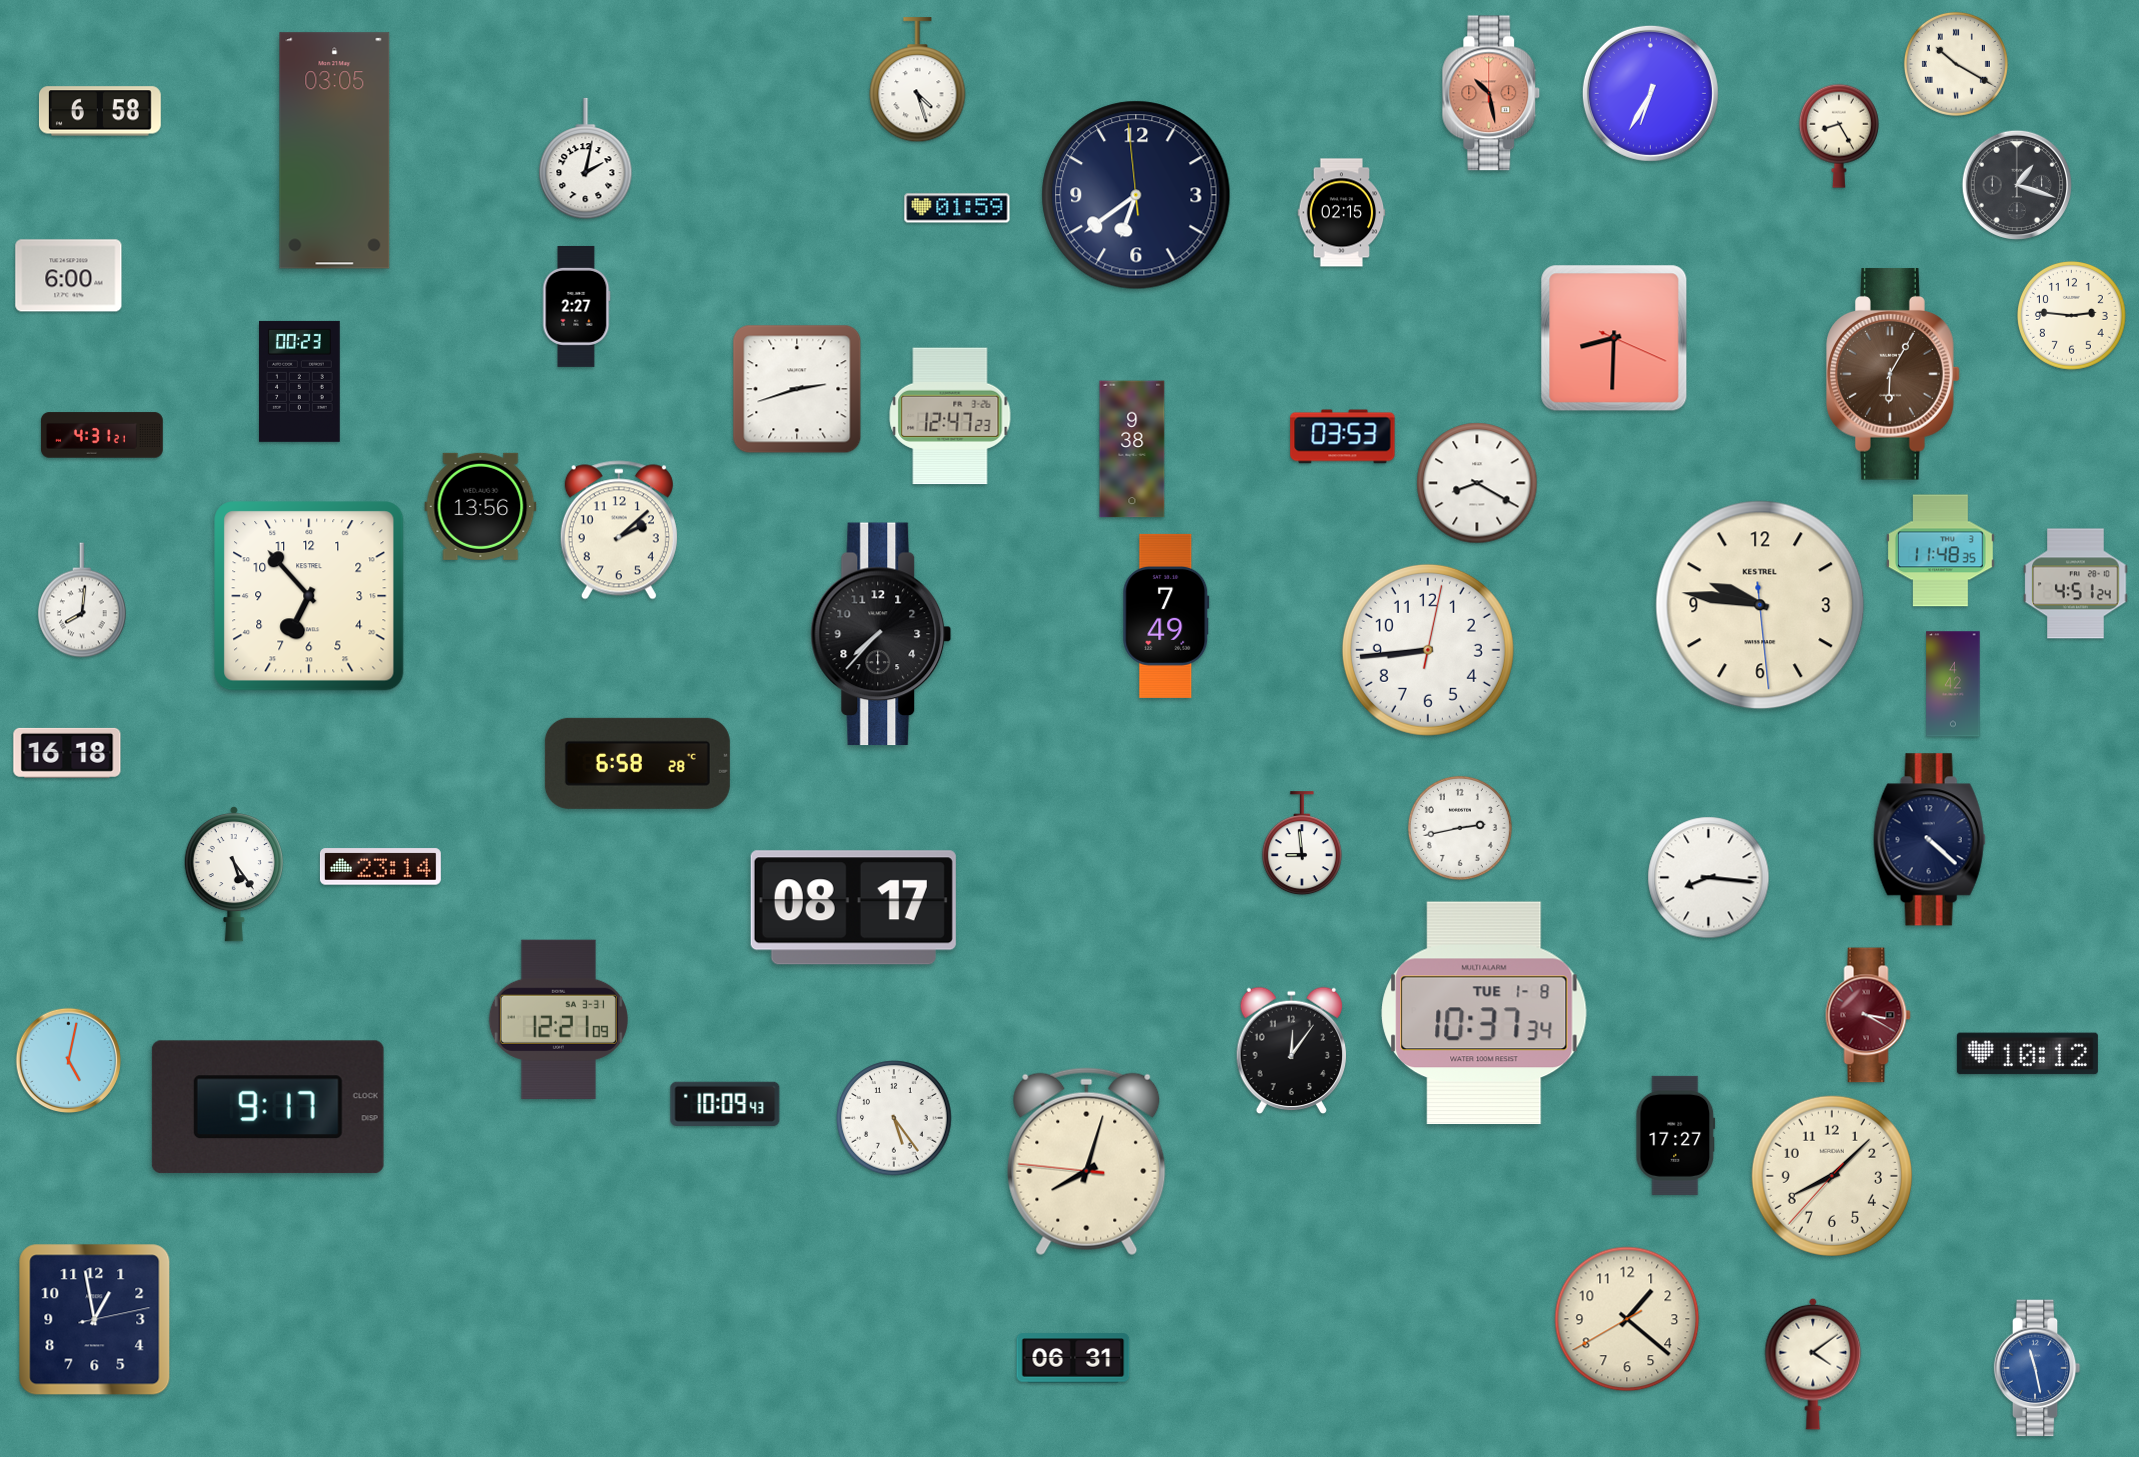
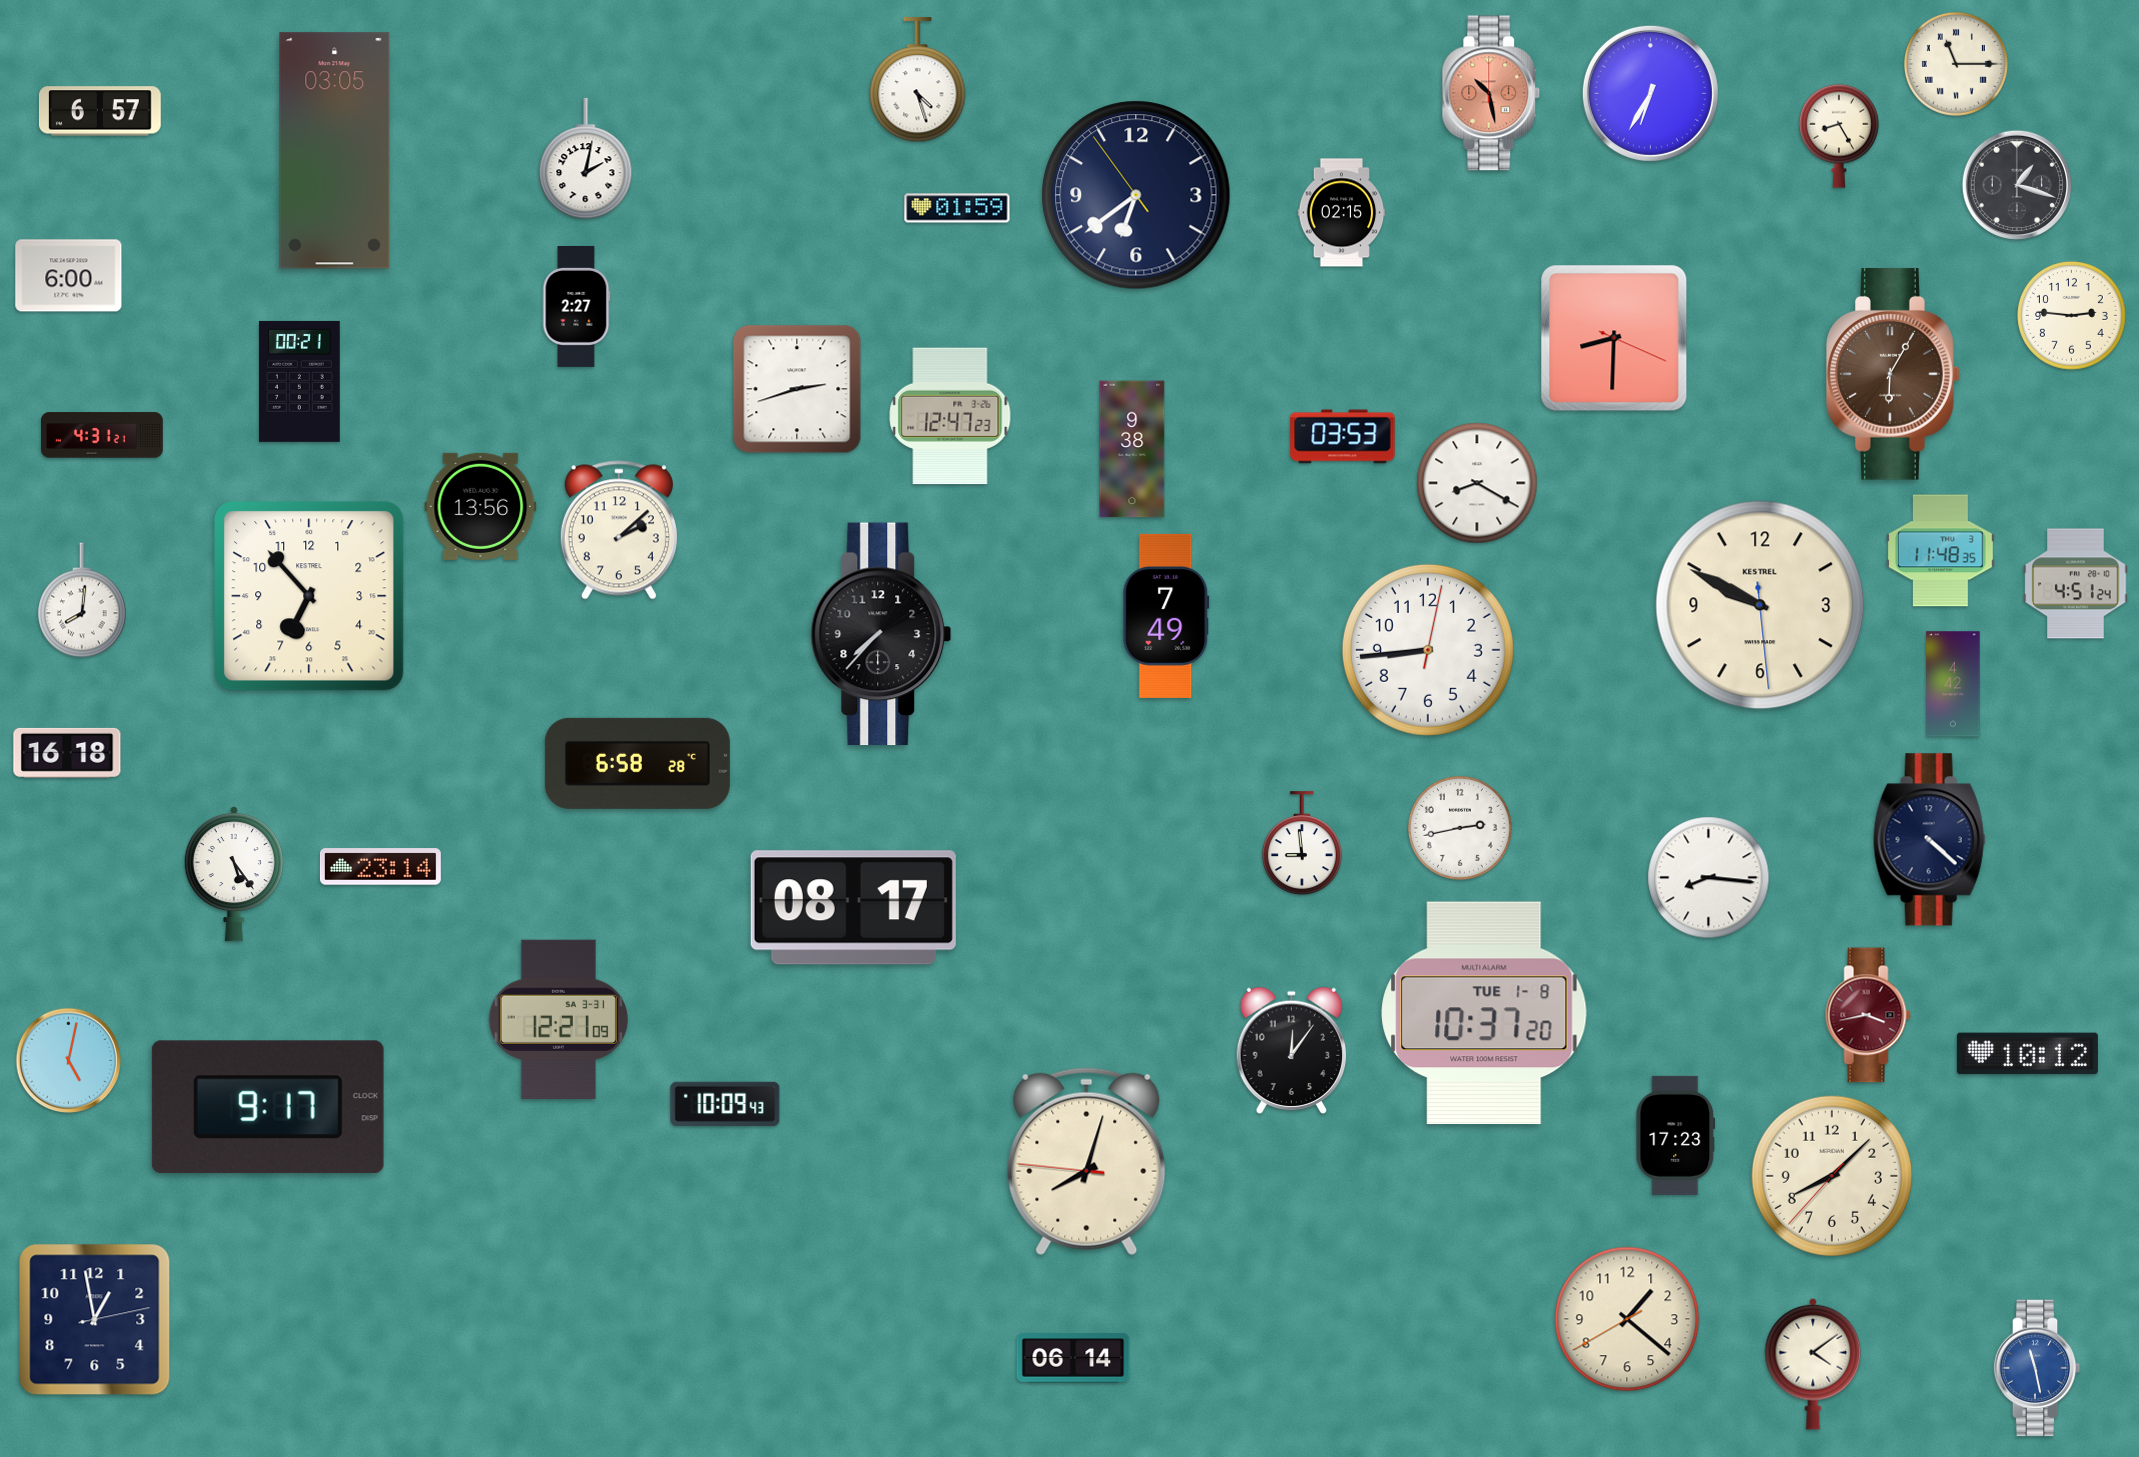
clock at (1956, 64): 10:20 -> 11:15
clock at (100, 111): 6:58 -> 6:57
clock at (1136, 195): 6:38:59 -> 6:38:54
clock at (300, 381): 00:23 -> 00:21
clock at (1760, 605): 9:46 -> 9:49
clock at (1484, 1013): 10:37:34 -> 10:37:20
clock at (1868, 1015): 3:20 -> 3:43
clock at (894, 1118): 5:24 -> none
clock at (1676, 1135): 17:27 -> 17:23
clock at (1073, 1358): 06:31 -> 06:14
